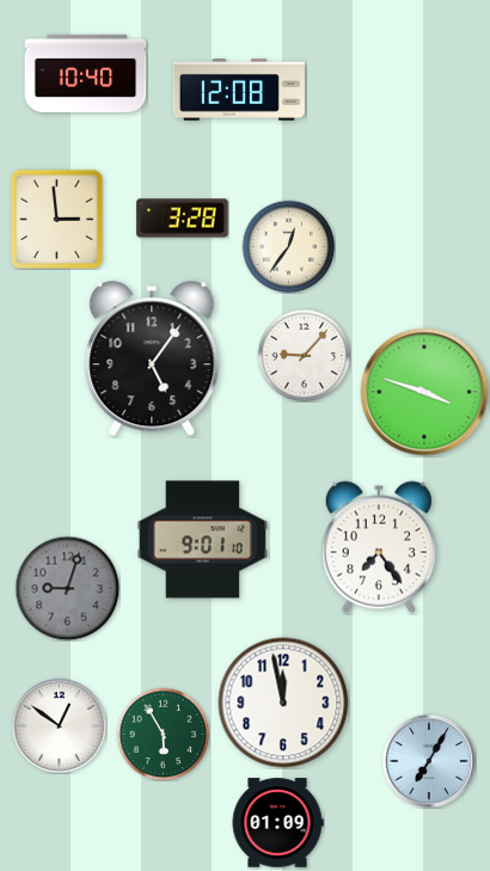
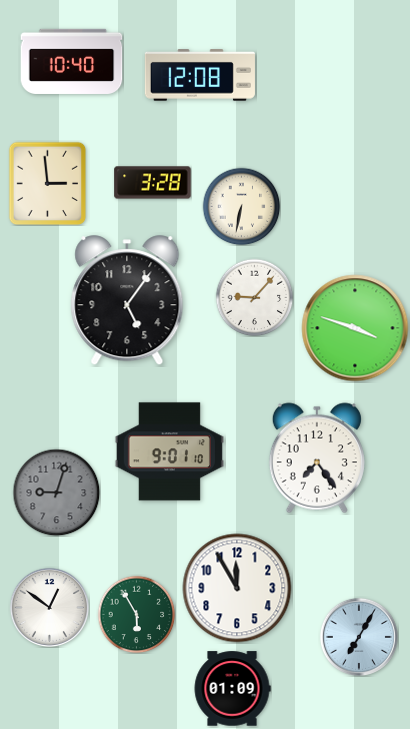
clock at (288, 246): 12:36 -> 6:32
clock at (283, 703): 11:58 -> 11:55
